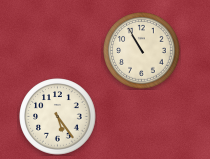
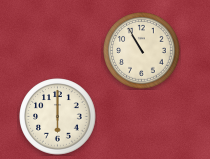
clock at (58, 117): 5:24 -> 6:00
